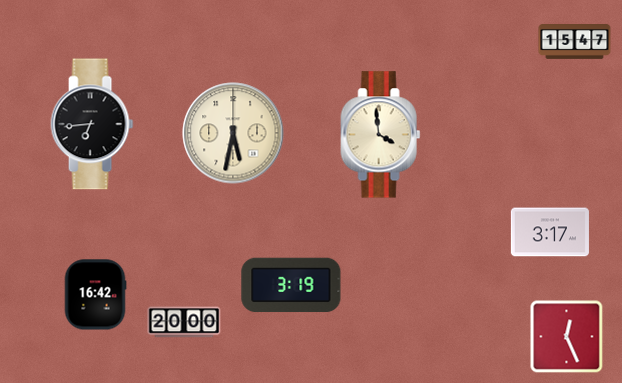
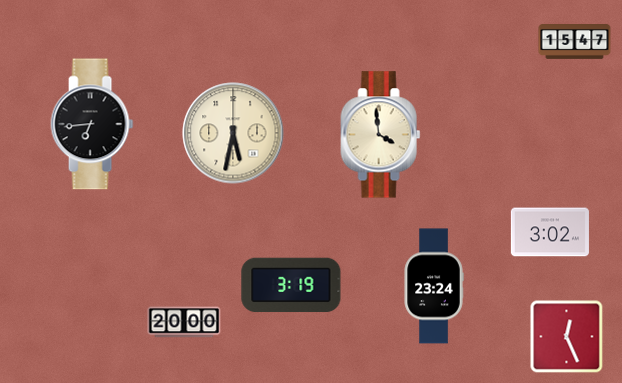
clock at (550, 232): 3:17 -> 3:02
clock at (434, 286): none -> 23:24
clock at (95, 295): 16:42 -> none
